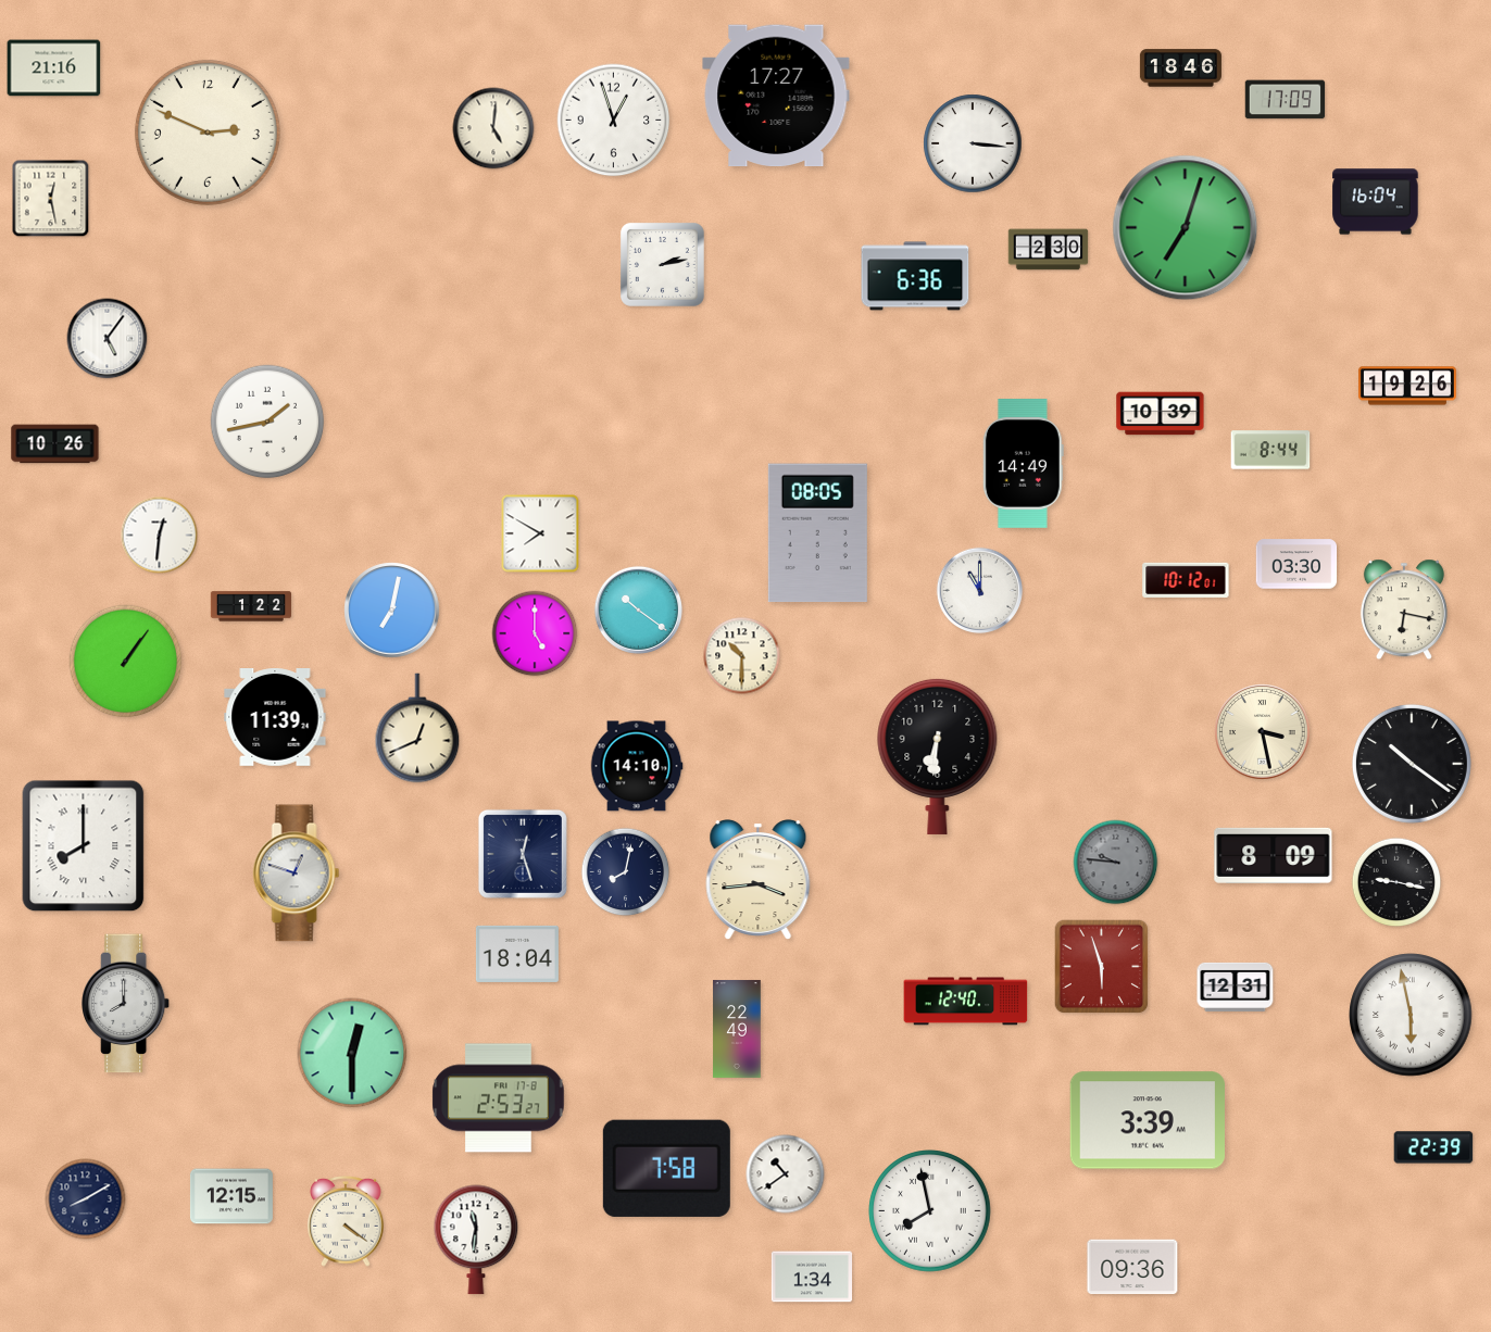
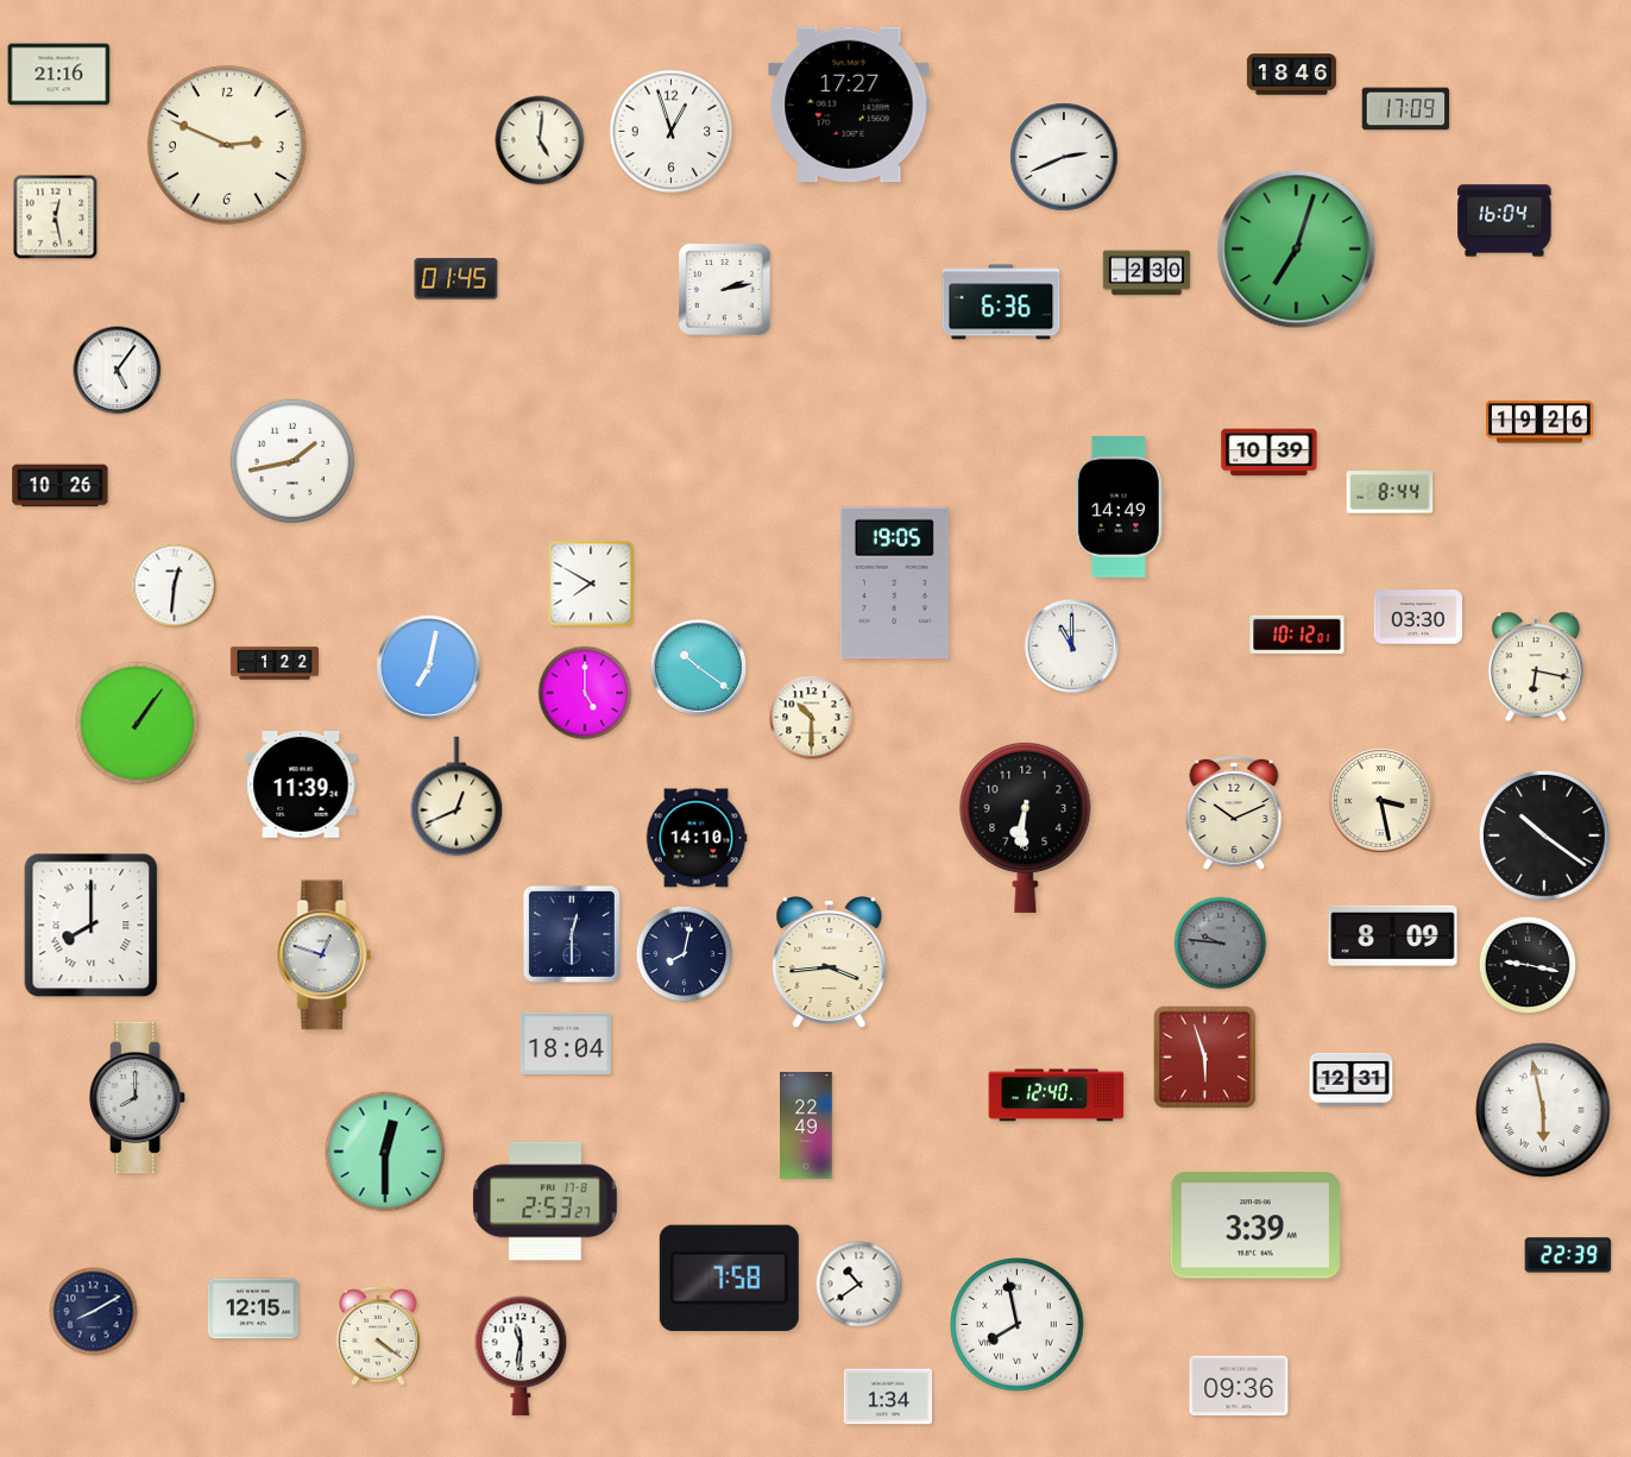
clock at (973, 143): 3:16 -> 2:41
clock at (456, 279): none -> 01:45
clock at (817, 533): 08:05 -> 19:05
clock at (1234, 813): none -> 10:11
clock at (523, 854): 12:27 -> 12:30
